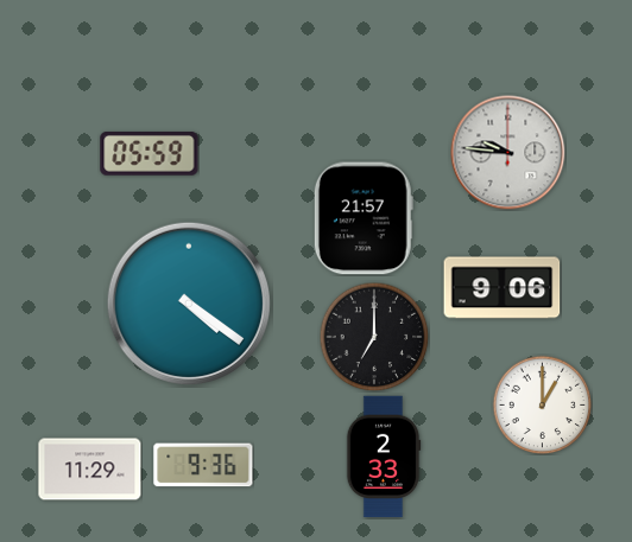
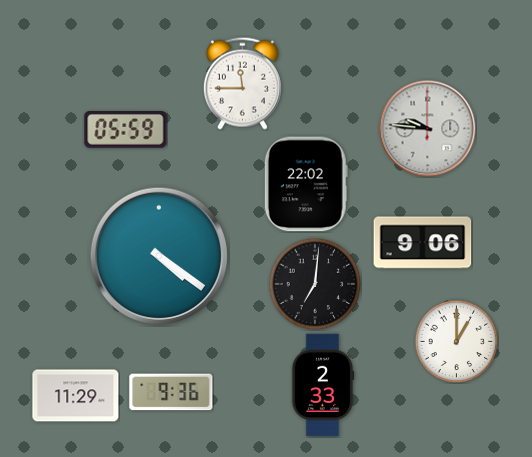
clock at (242, 83): none -> 11:45
clock at (364, 218): 21:57 -> 22:02
clock at (374, 337): 7:00 -> 7:01
